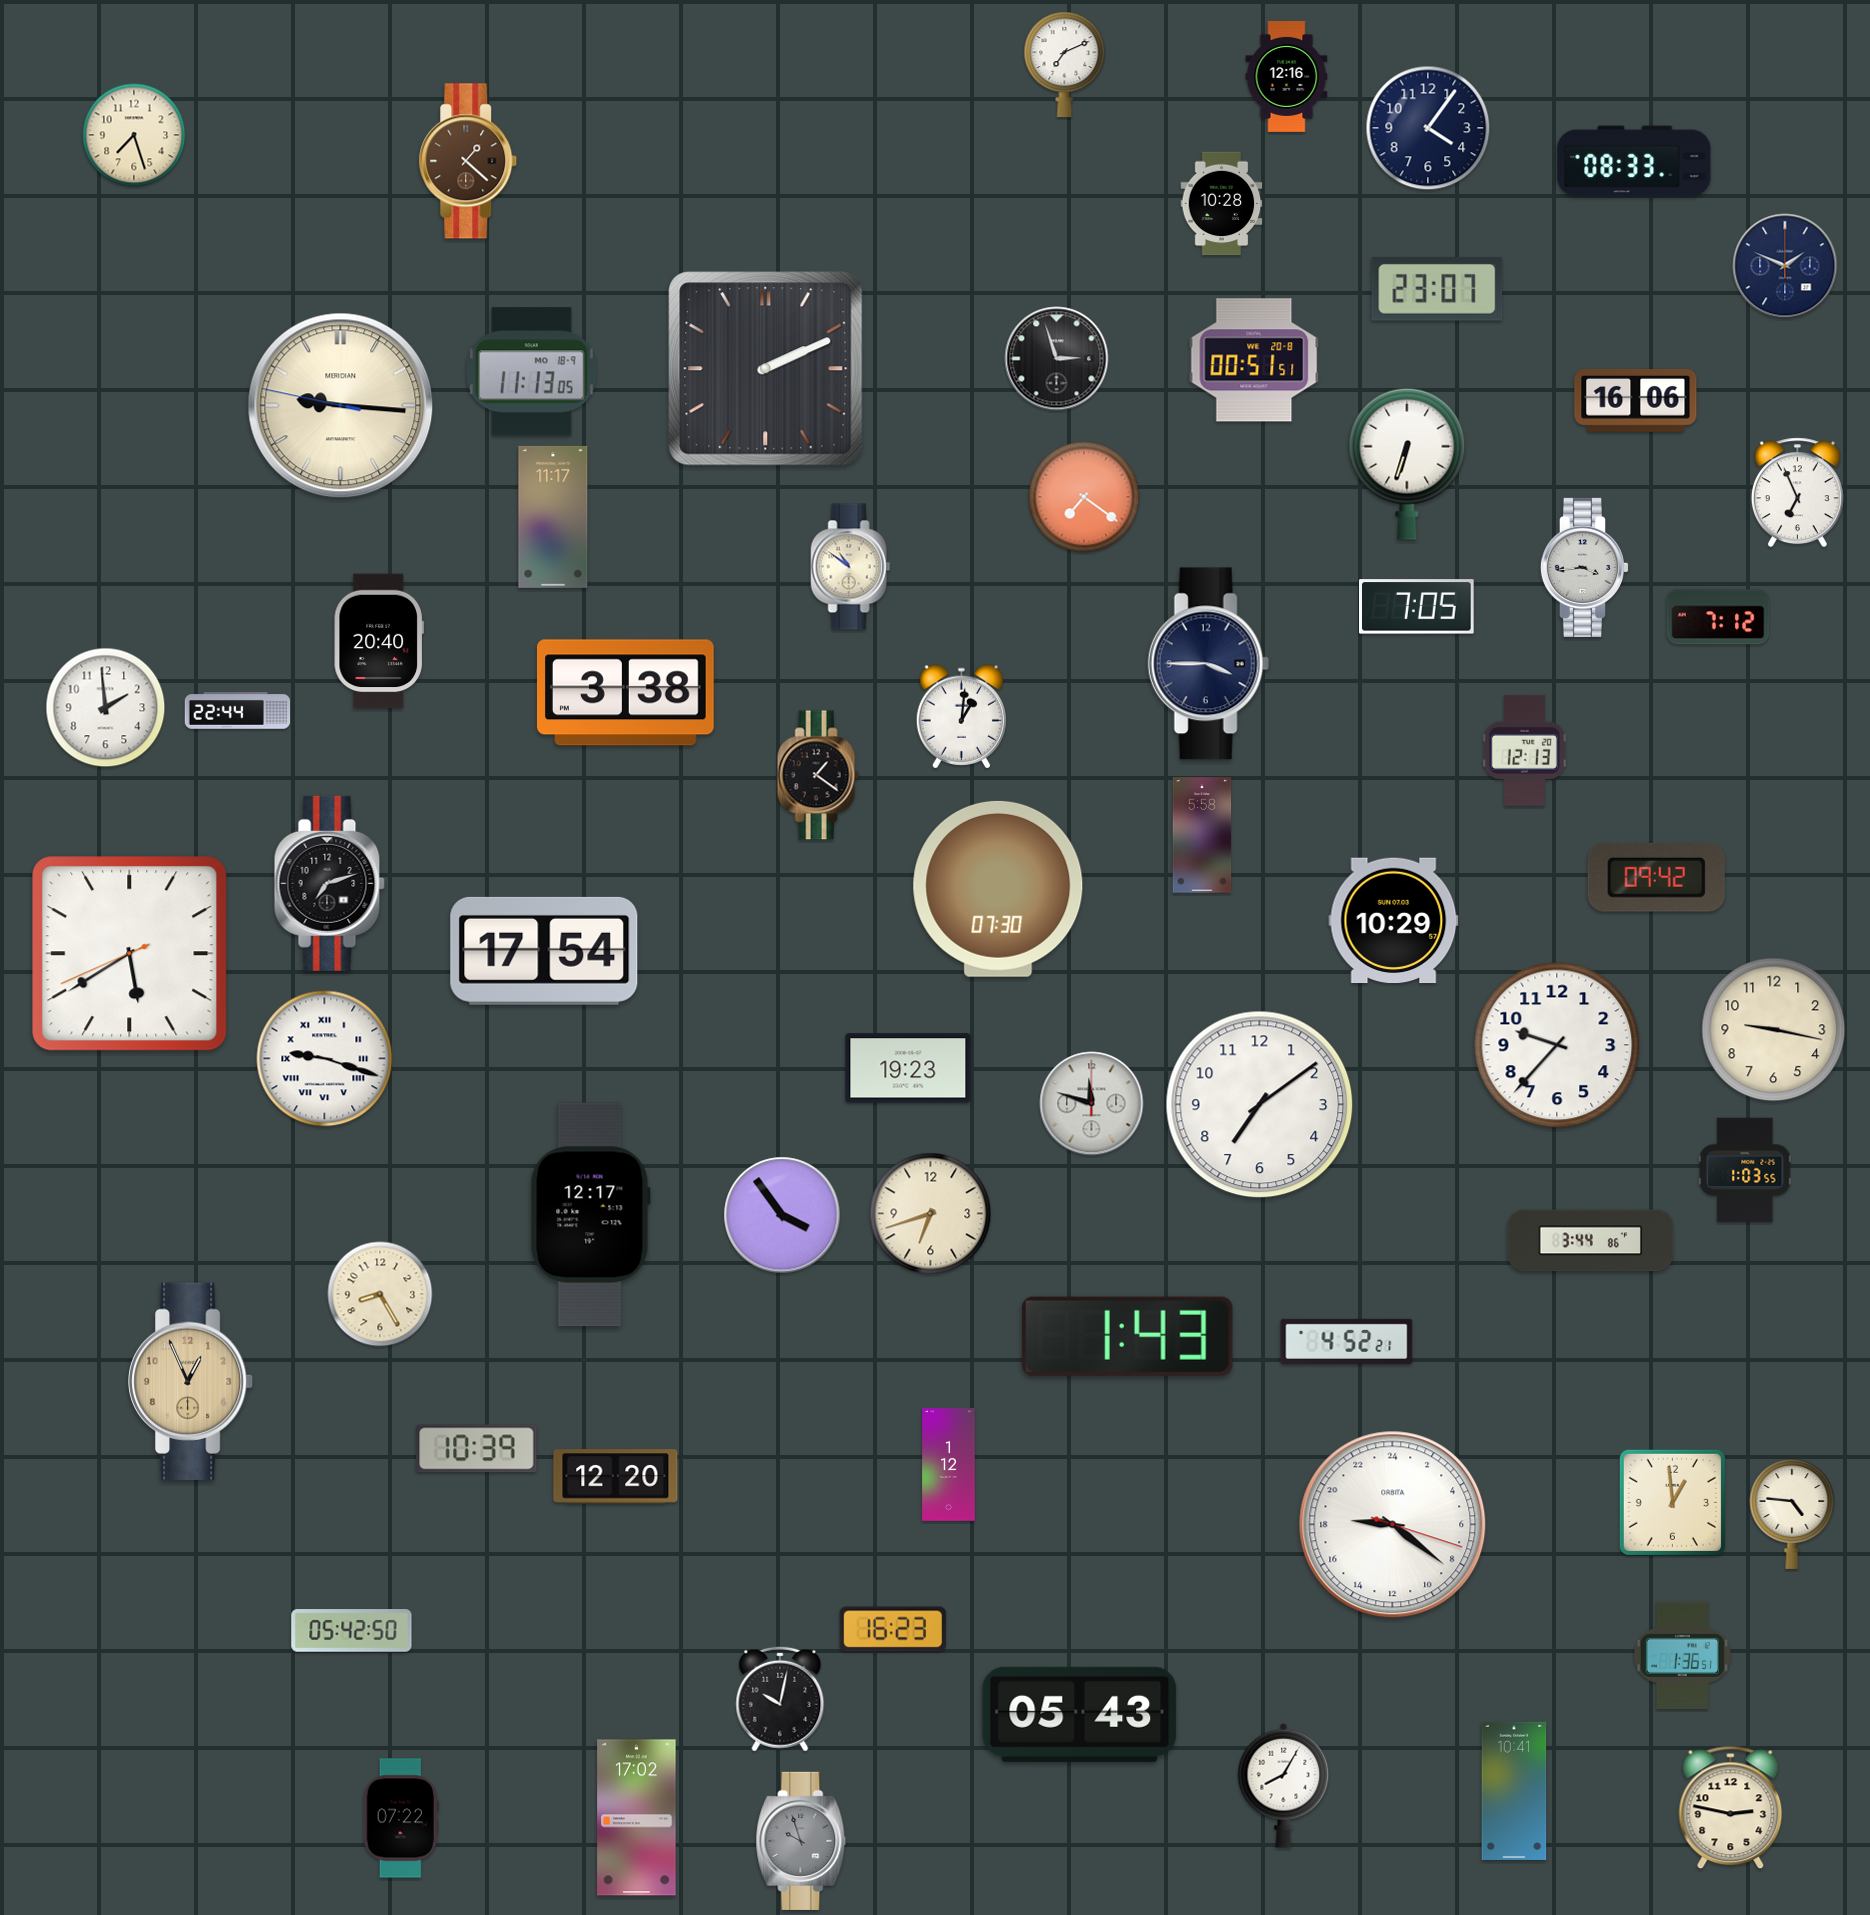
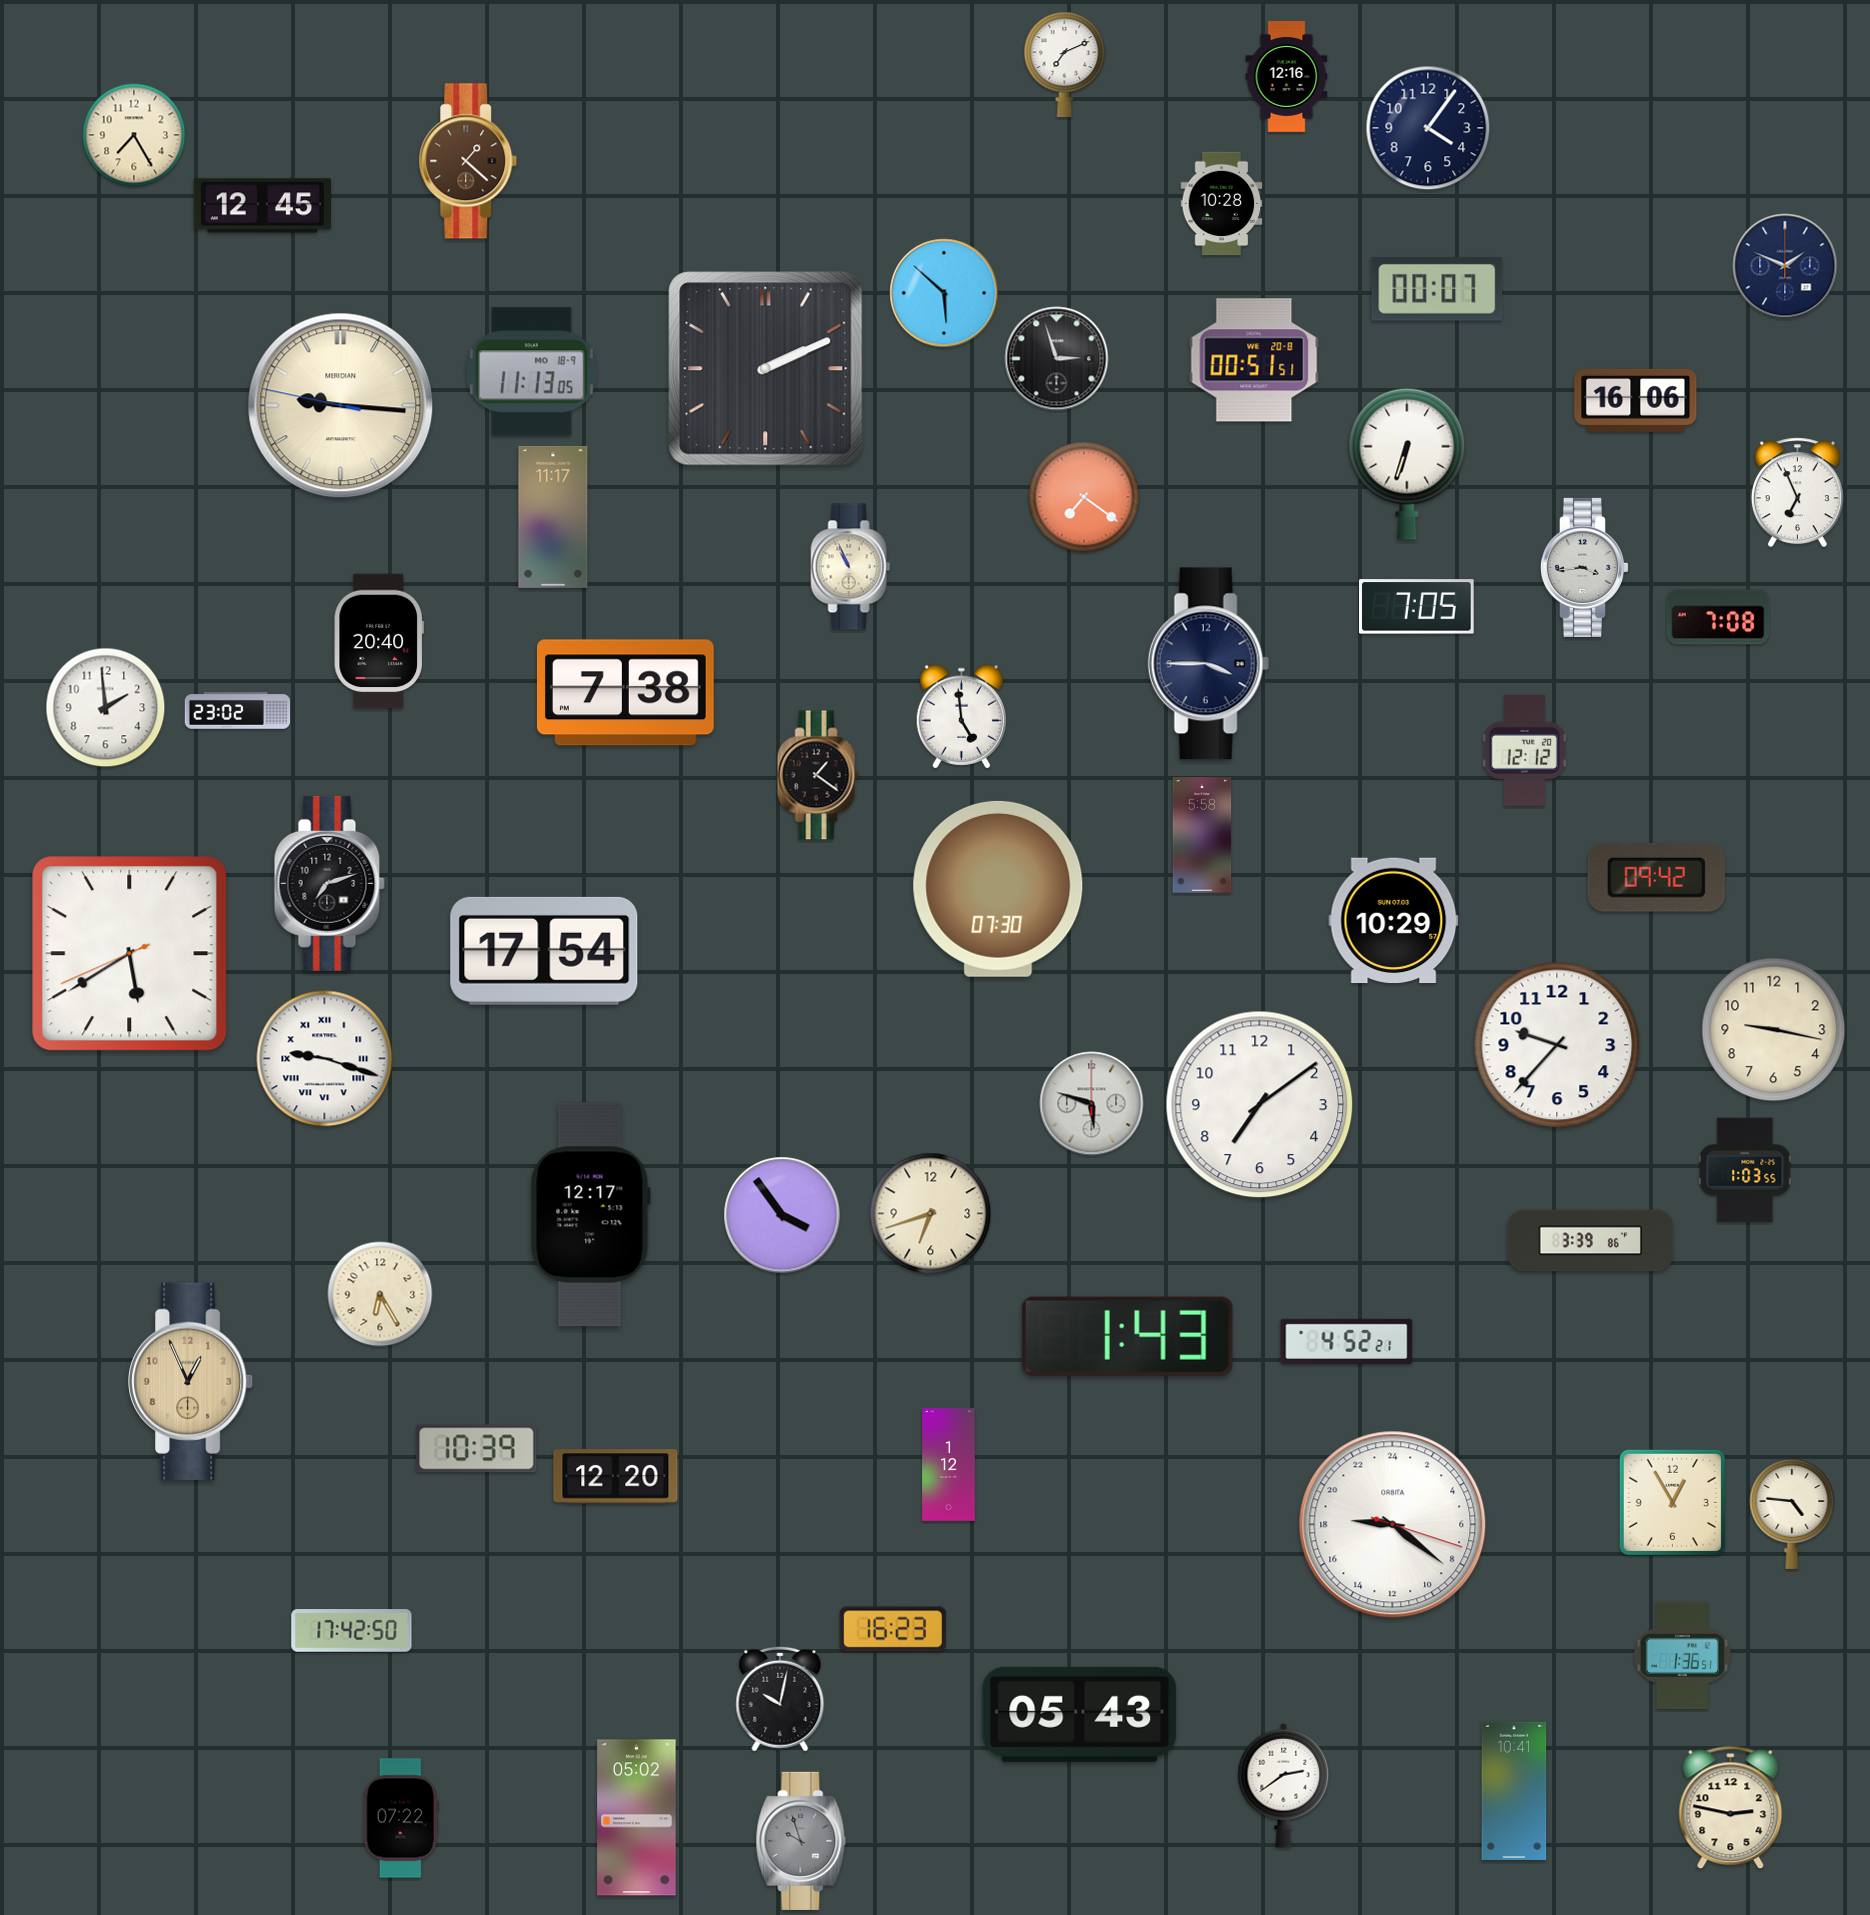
clock at (134, 135): 7:27 -> 7:25
clock at (1634, 161): 08:33 -> none
clock at (262, 206): none -> 12:45
clock at (1437, 289): 23:07 -> 00:07
clock at (944, 293): none -> 5:52
clock at (851, 567): 10:51 -> 10:56
clock at (1718, 617): 7:12 -> 7:08
clock at (625, 693): 3:38 -> 7:38
clock at (238, 711): 22:44 -> 23:02
clock at (961, 717): 1:01 -> 4:59
clock at (1524, 750): 12:13 -> 12:12
clock at (908, 1068): 19:23 -> none
clock at (1092, 1104): 11:48 -> 5:48
clock at (1591, 1241): 3:44 -> 3:39
clock at (380, 1294): 8:25 -> 6:25
clock at (1672, 1502): 12:59 -> 12:55
clock at (352, 1631): 05:42 -> 17:42
clock at (1284, 1785): 8:05 -> 2:39
clock at (637, 1818): 17:02 -> 05:02
